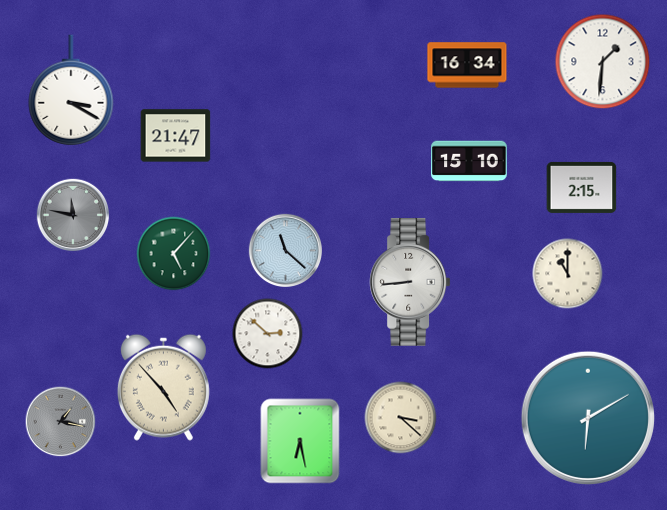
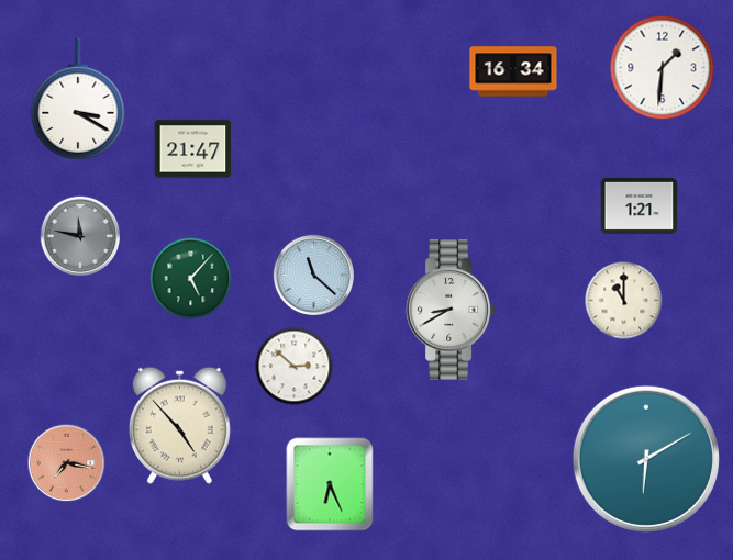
clock at (469, 161): 15:10 -> none
clock at (582, 187): 2:15 -> 1:21
clock at (410, 283): 8:44 -> 8:40
clock at (401, 418): 3:22 -> none
clock at (61, 422): 1:17 -> 7:17
clock at (61, 422) dial: grey -> salmon
clock at (300, 441): 6:28 -> 6:26
